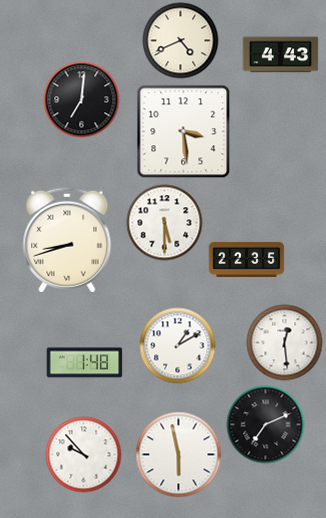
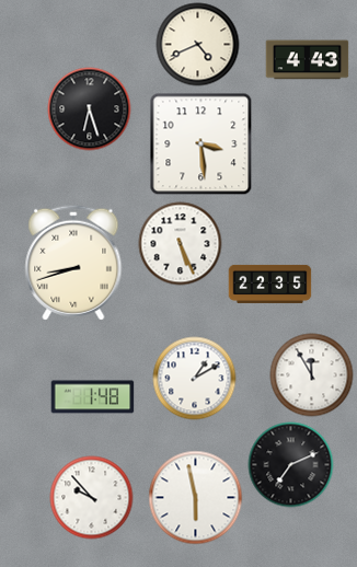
clock at (82, 100): 7:01 -> 6:27
clock at (165, 223): 5:30 -> 5:26
clock at (285, 343): 12:29 -> 11:55
